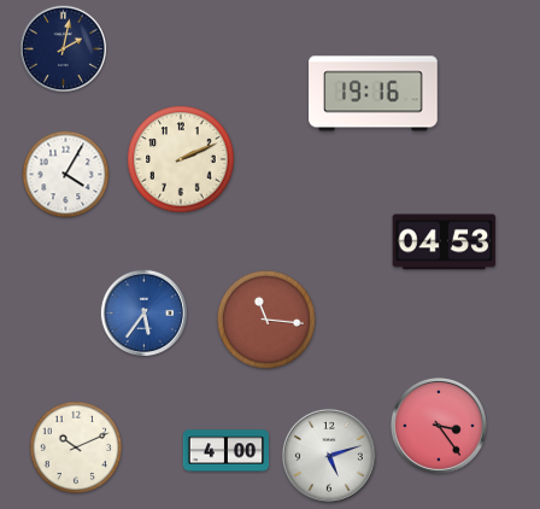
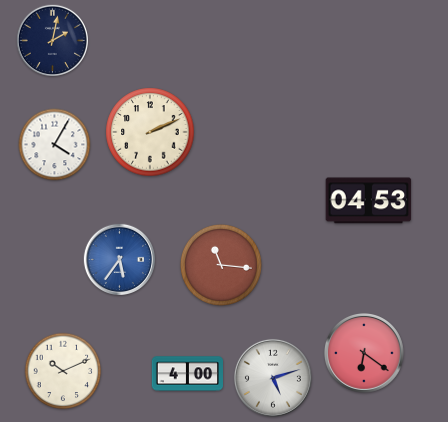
clock at (374, 94): 19:16 -> none
clock at (439, 426): 3:24 -> 6:21
